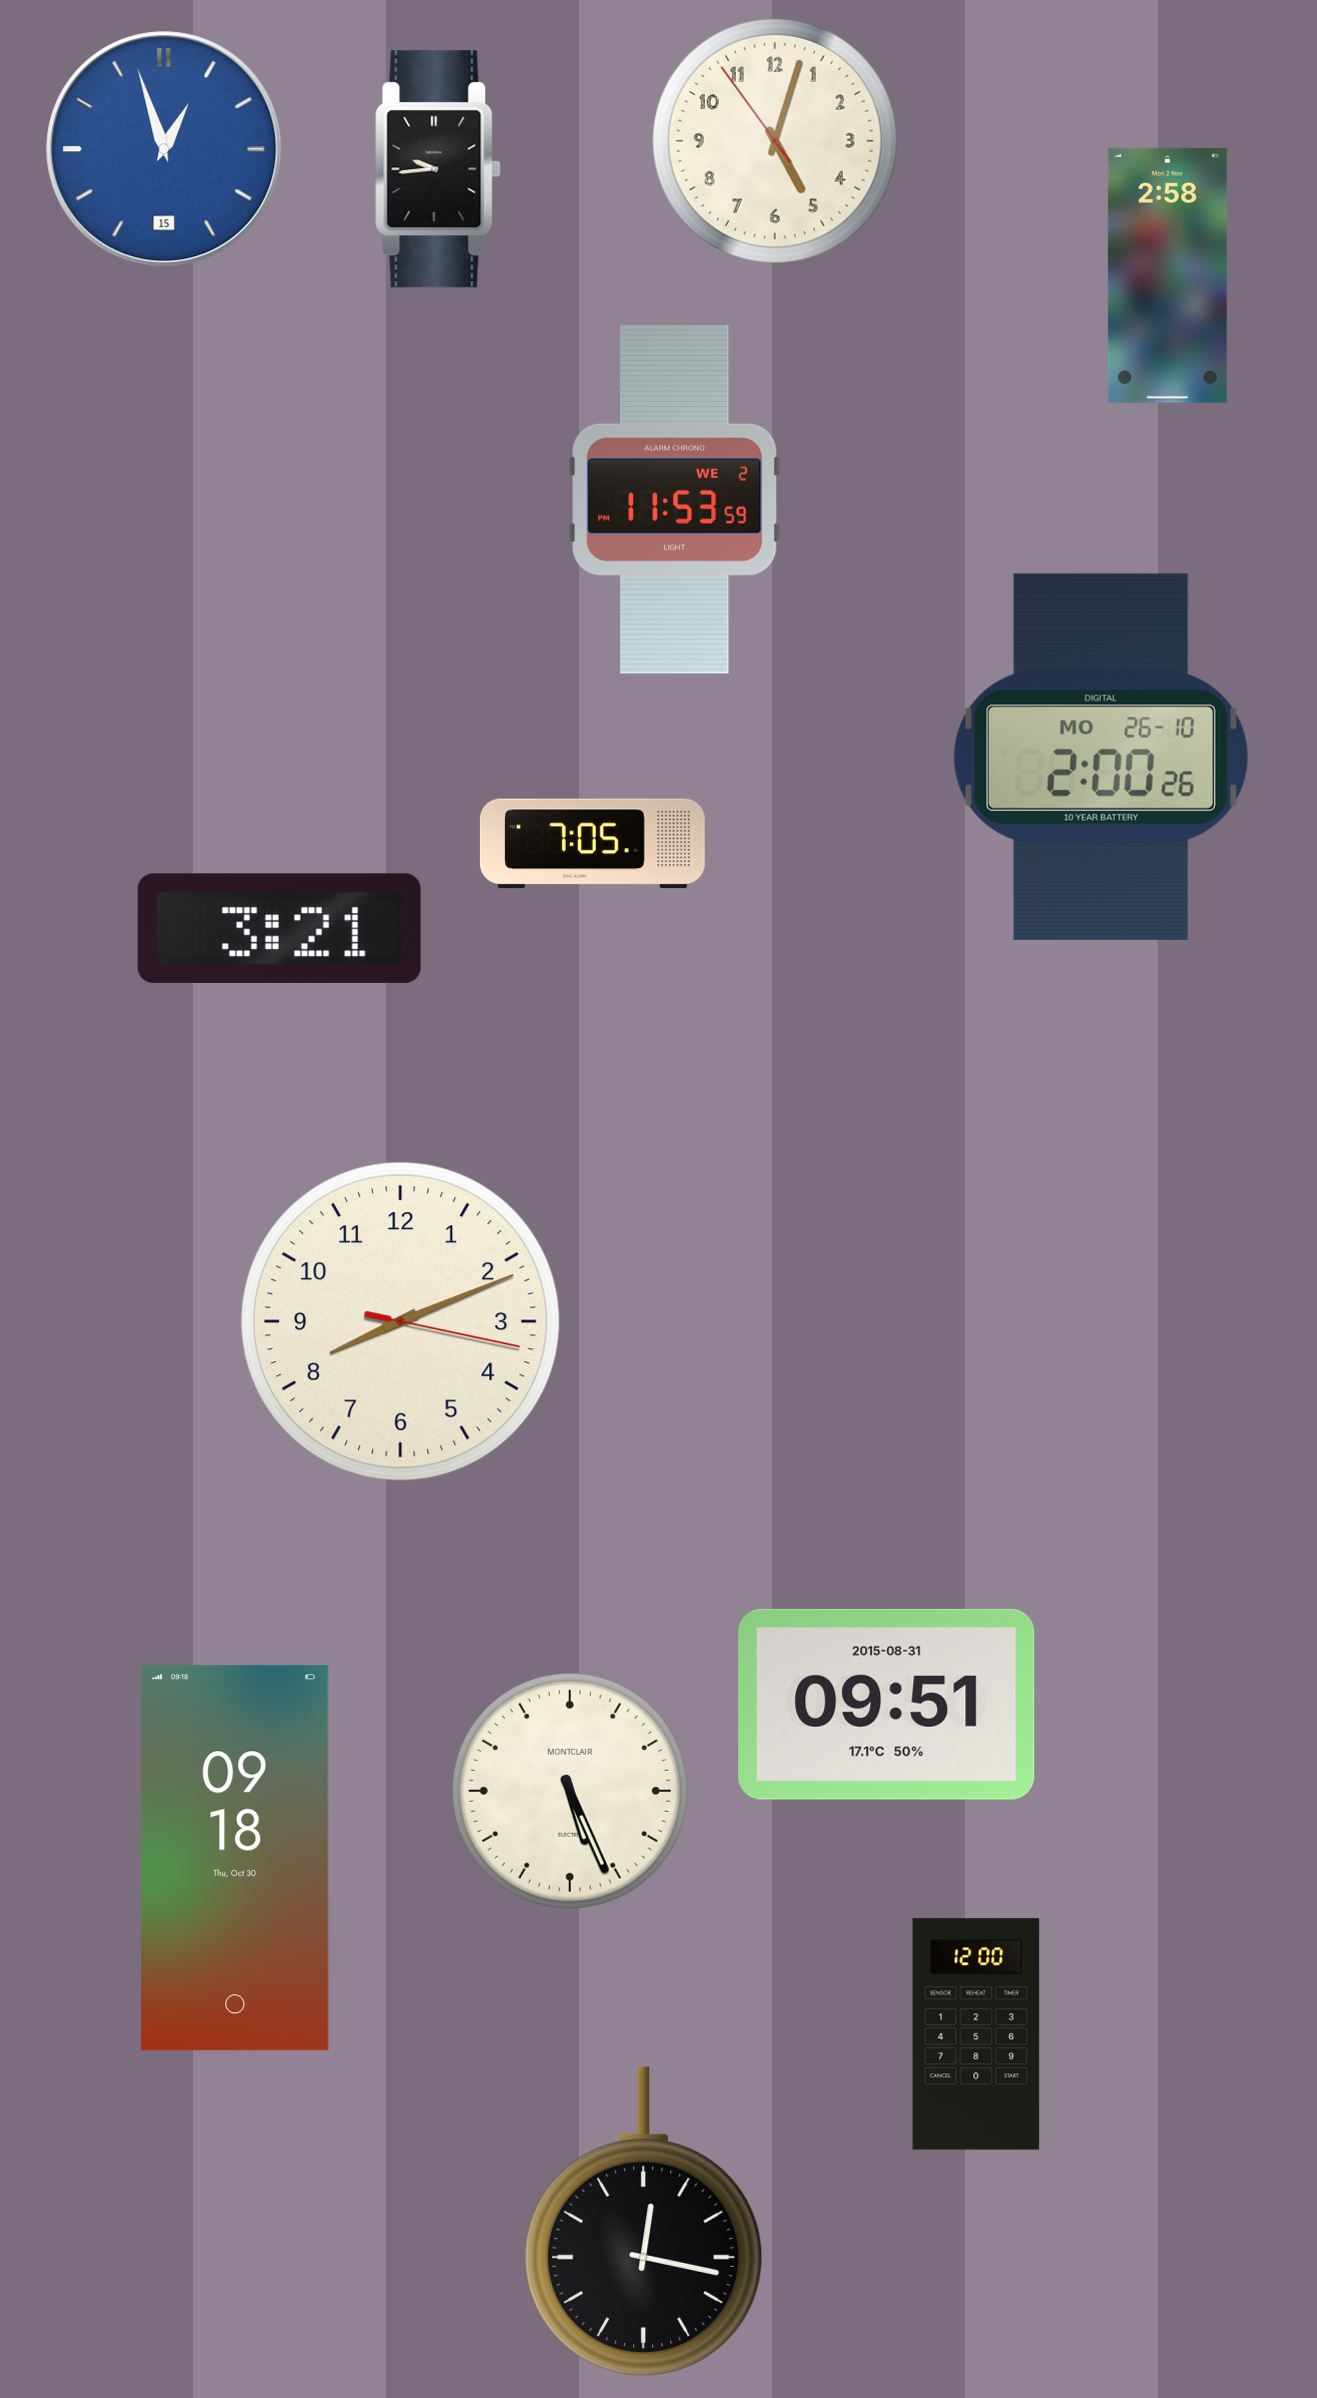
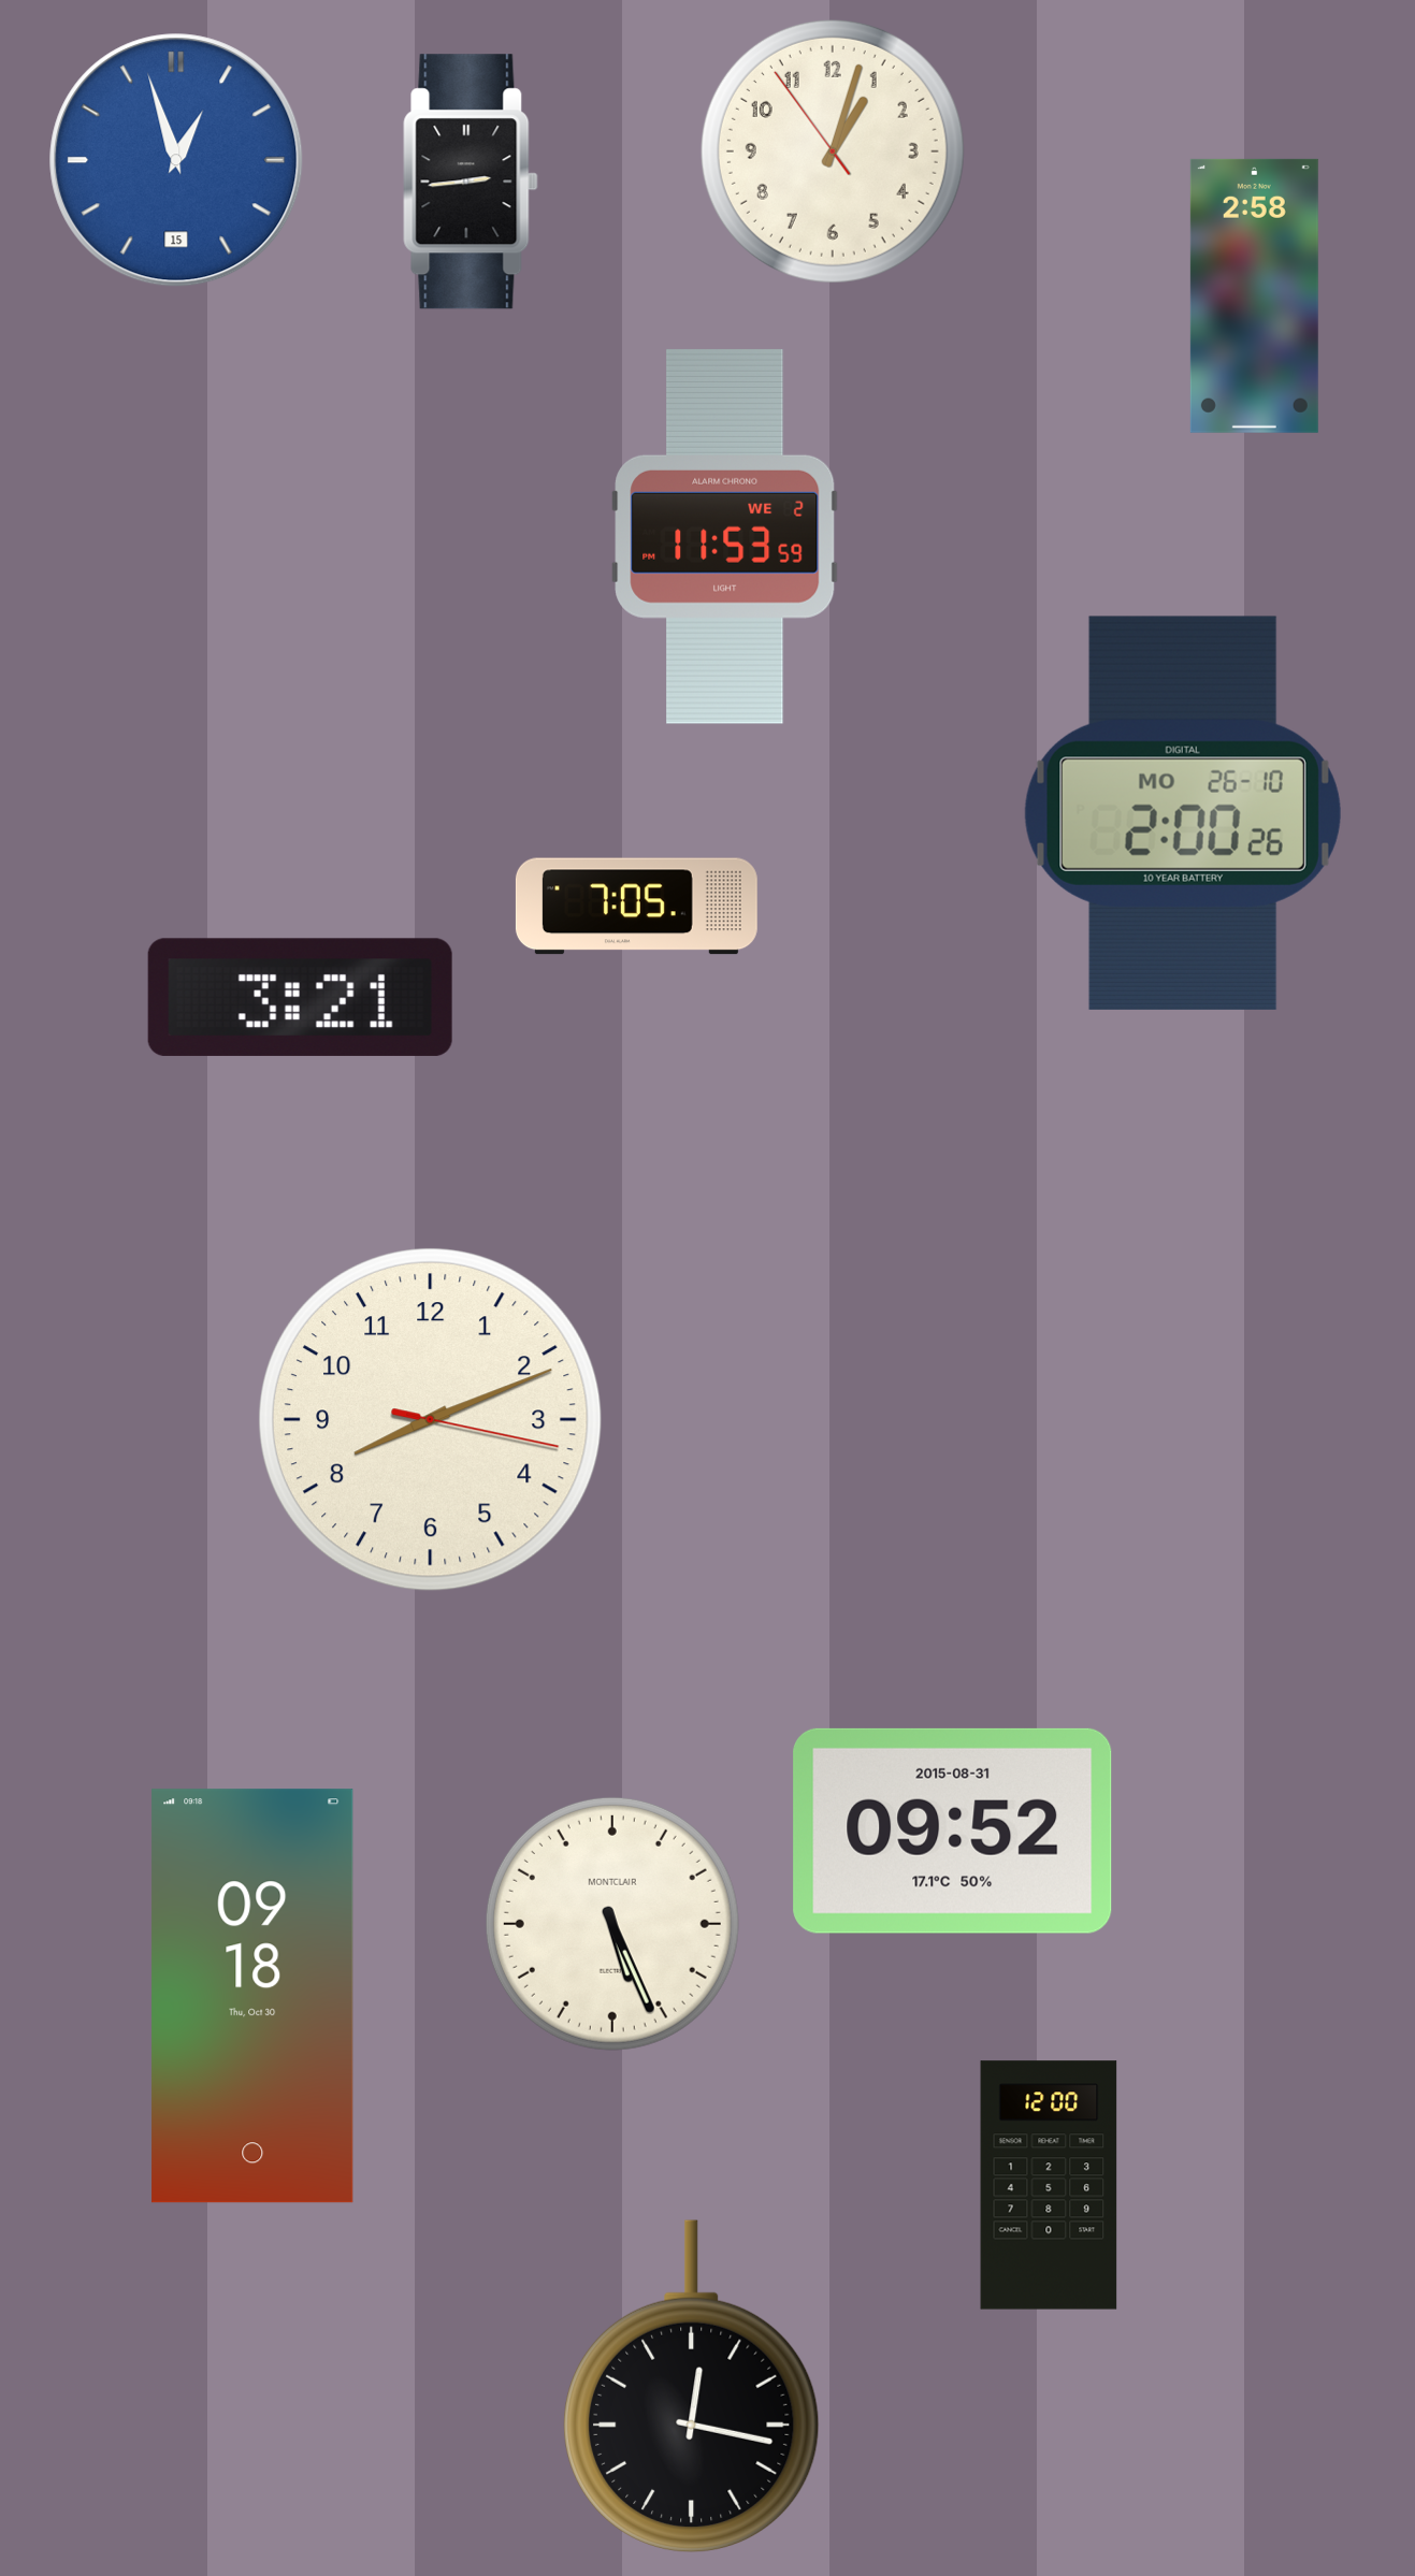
clock at (775, 141): 5:02 -> 1:02
clock at (438, 169): 9:44 -> 2:44
clock at (887, 1704): 09:51 -> 09:52
